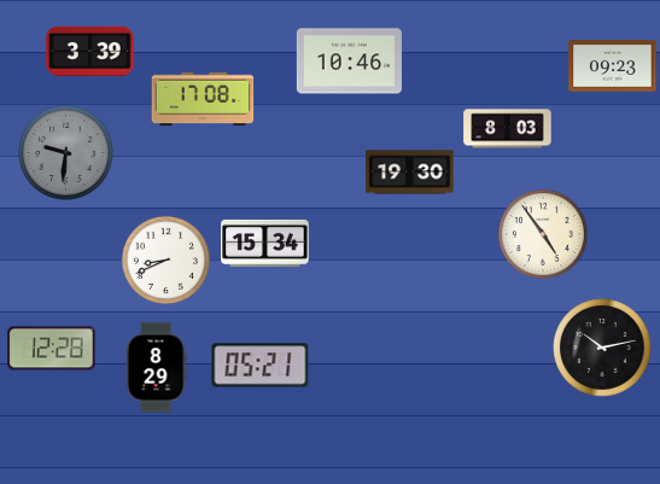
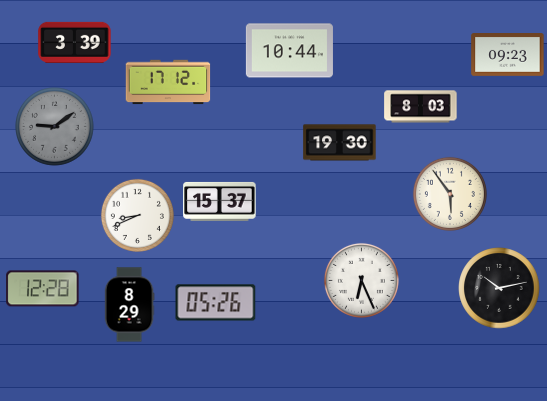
clock at (349, 62): 10:46 -> 10:44
clock at (203, 99): 17:08 -> 17:12
clock at (66, 153): 9:31 -> 9:09
clock at (543, 234): 4:54 -> 5:54
clock at (265, 243): 15:34 -> 15:37
clock at (361, 280): none -> 6:26
clock at (261, 366): 05:21 -> 05:26
